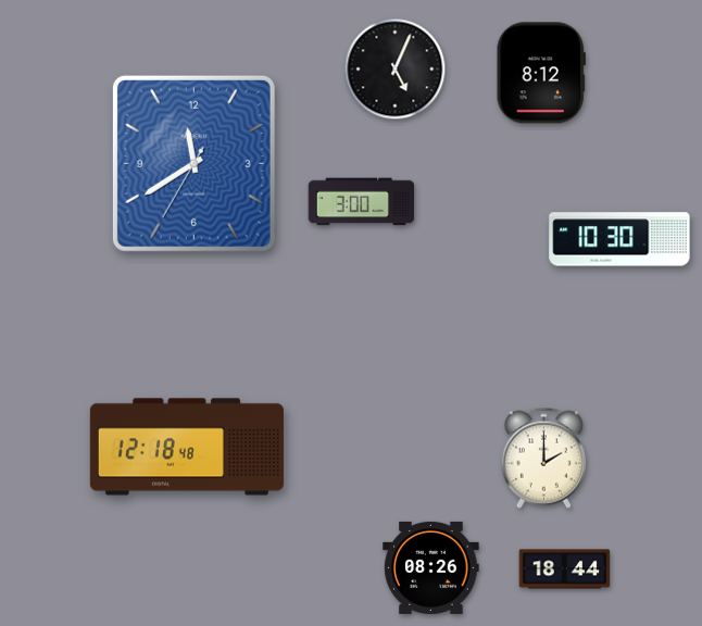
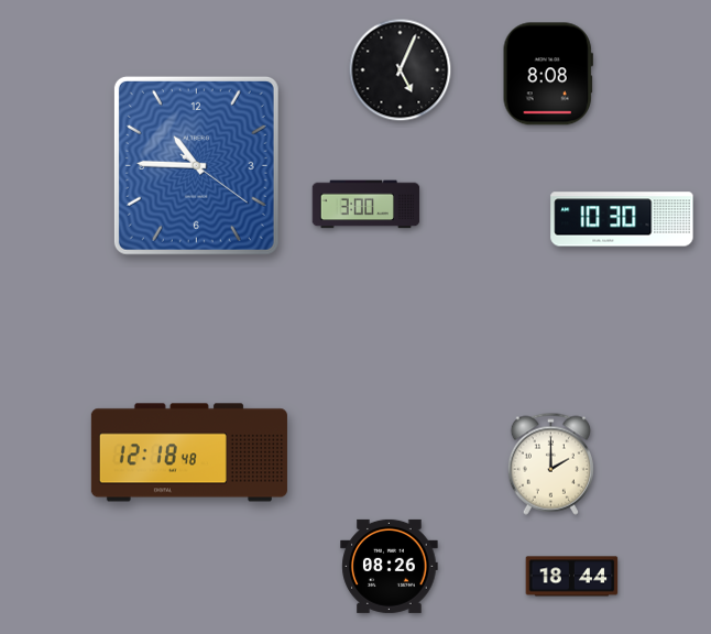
clock at (541, 73): 8:12 -> 8:08
clock at (193, 163): 11:39 -> 10:45
clock at (619, 239) position: (619, 239) -> (622, 219)
clock at (431, 567) position: (431, 567) -> (390, 566)
